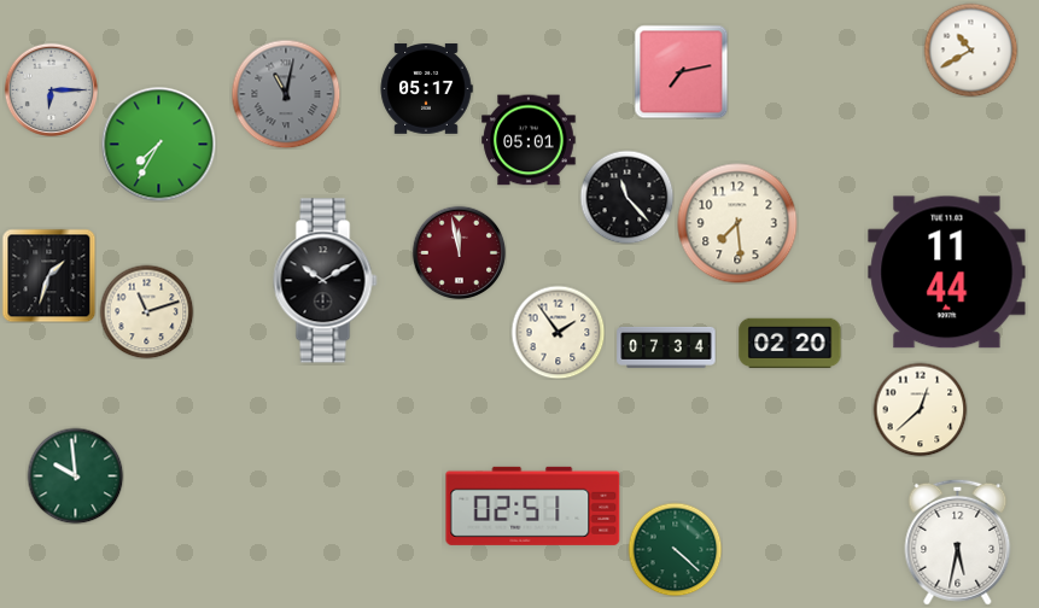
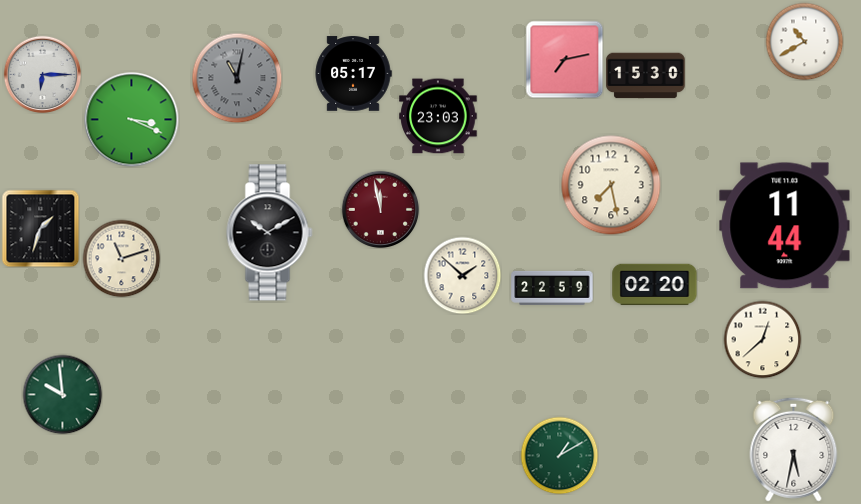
clock at (646, 76): none -> 15:30
clock at (529, 140): 05:01 -> 23:03
clock at (158, 144): 7:35 -> 3:19
clock at (626, 197): 11:23 -> none
clock at (737, 223): 7:29 -> 7:28
clock at (558, 332): 1:54 -> 1:52
clock at (666, 347): 07:34 -> 22:59
clock at (533, 505): 02:51 -> none
clock at (675, 549): 4:22 -> 1:10
